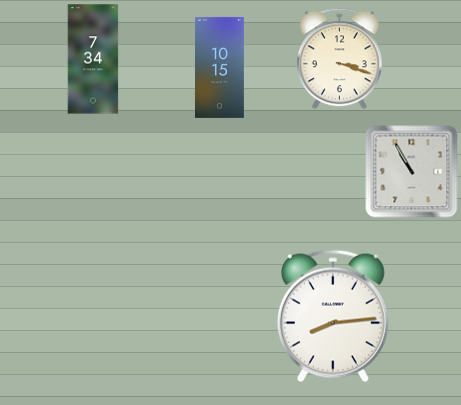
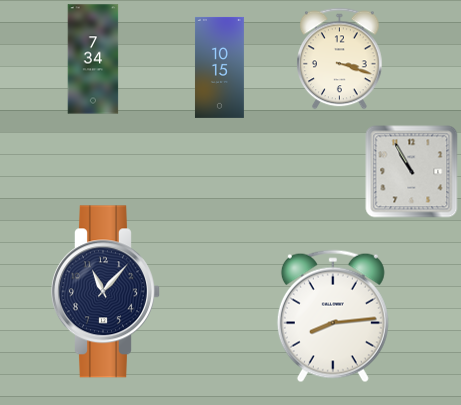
clock at (106, 292): none -> 11:07
